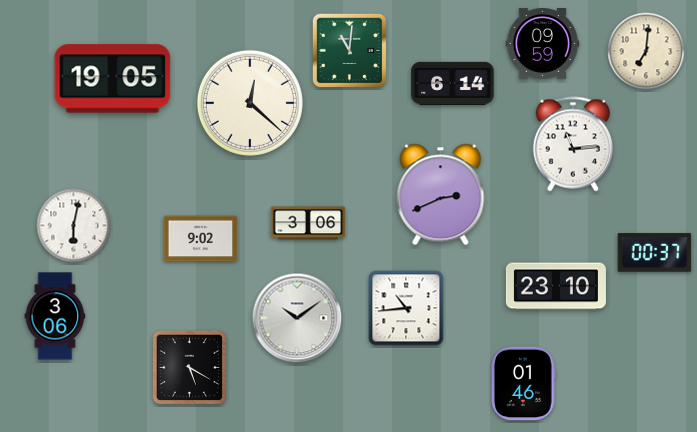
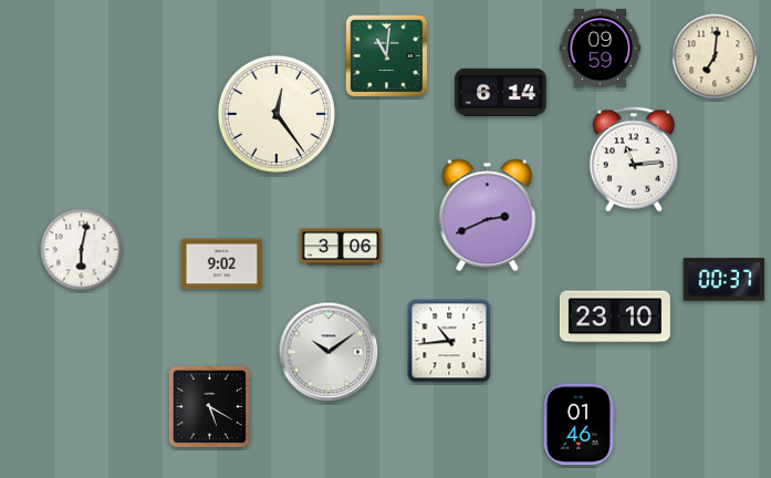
clock at (113, 79): 19:05 -> none
clock at (250, 103): 12:22 -> 12:24
clock at (55, 316): 3:06 -> none
